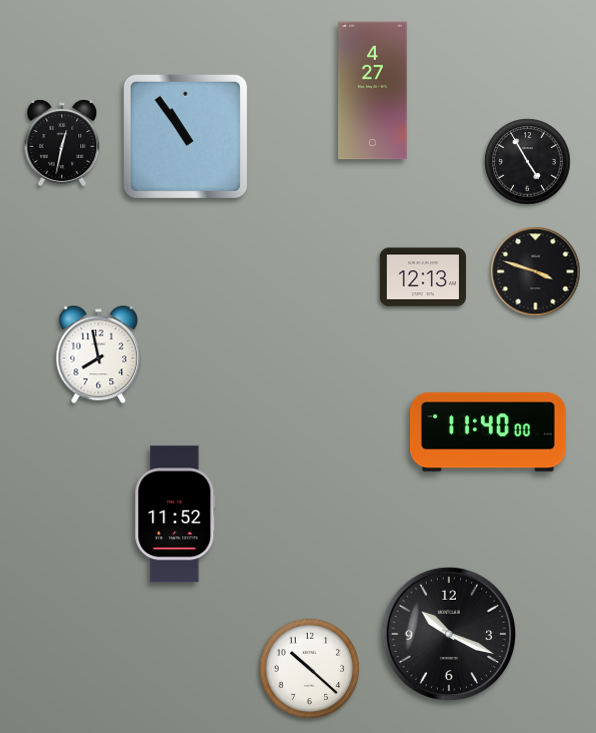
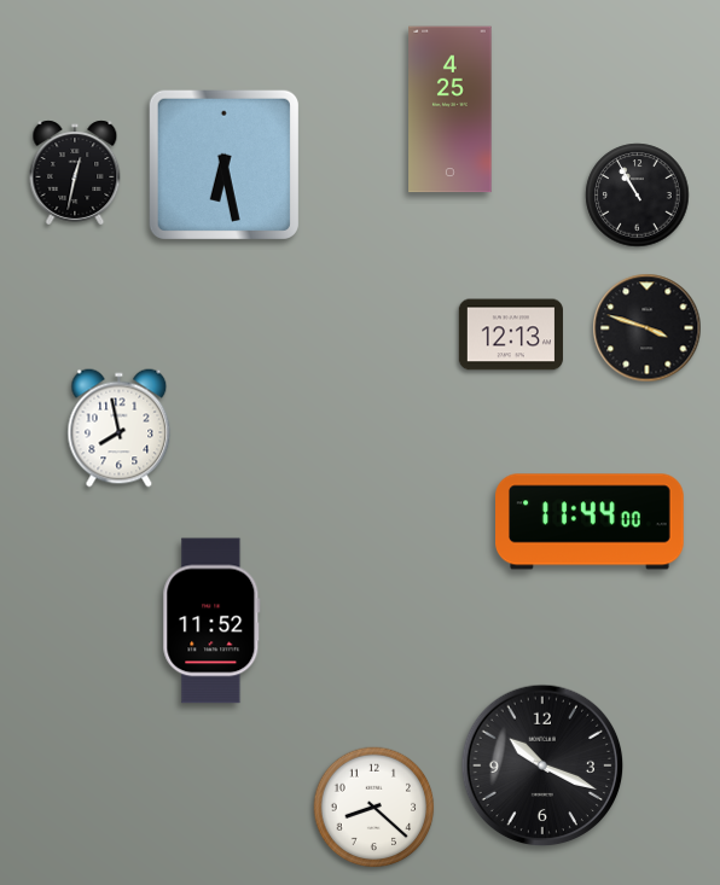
clock at (373, 91): 4:27 -> 4:25
clock at (185, 136): 10:54 -> 6:28
clock at (528, 162): 4:55 -> 10:55
clock at (489, 432): 11:40 -> 11:44
clock at (310, 669): 10:22 -> 8:22
